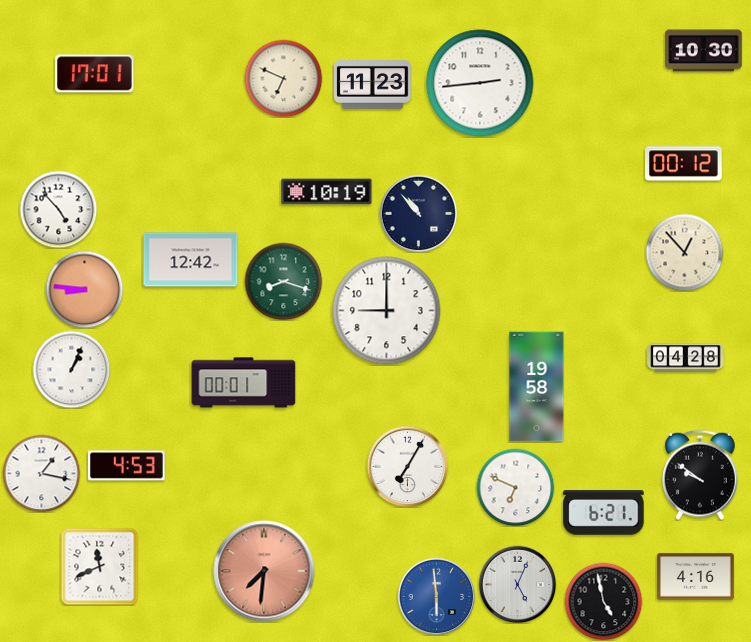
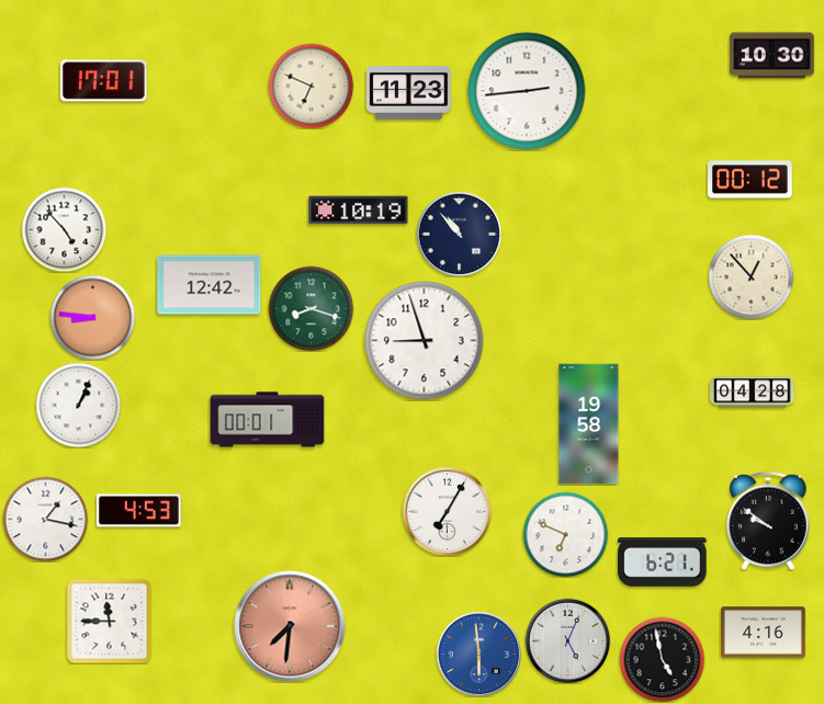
clock at (387, 311): 9:00 -> 8:57
clock at (99, 566): 11:41 -> 11:45
